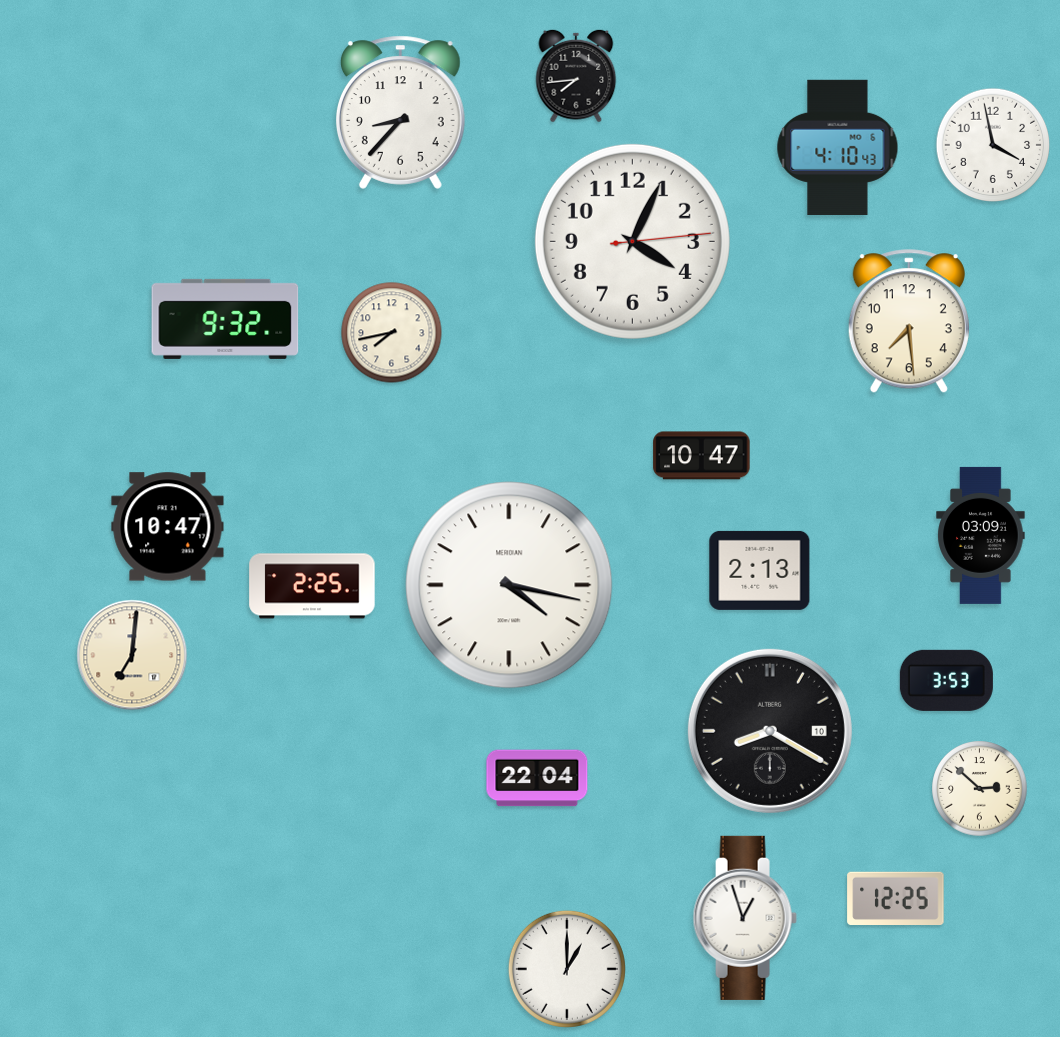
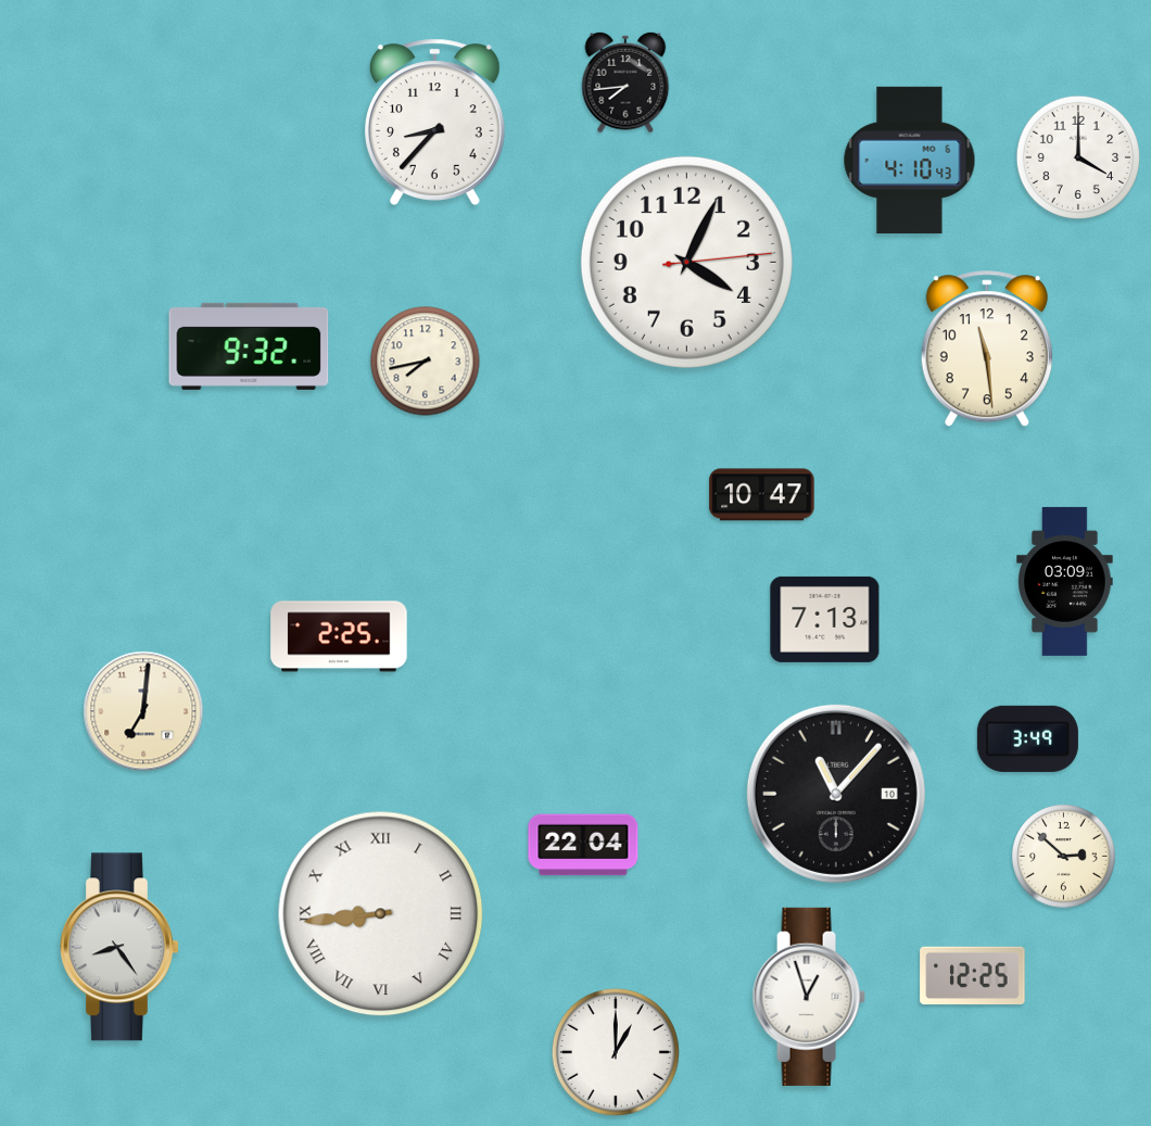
clock at (993, 145): 3:58 -> 4:00
clock at (225, 319) position: (225, 319) -> (249, 346)
clock at (909, 322): 7:29 -> 11:29
clock at (168, 527): 10:47 -> none
clock at (760, 570): 2:13 -> 7:13
clock at (509, 585): 4:17 -> none
clock at (946, 680): 3:53 -> 3:49
clock at (770, 731): 8:20 -> 11:07
clock at (381, 914): none -> 8:44
clock at (121, 947): none -> 8:24
